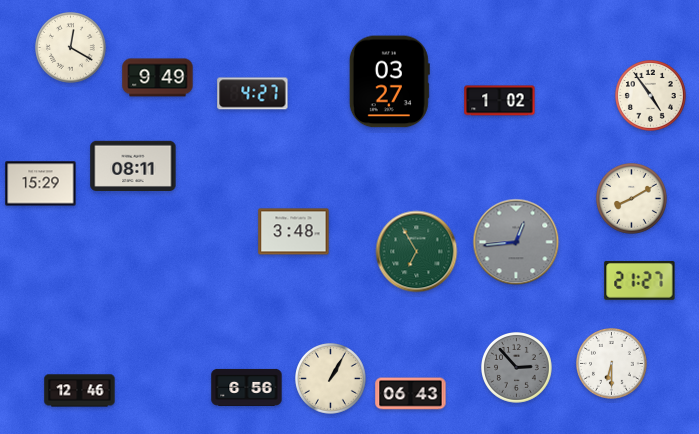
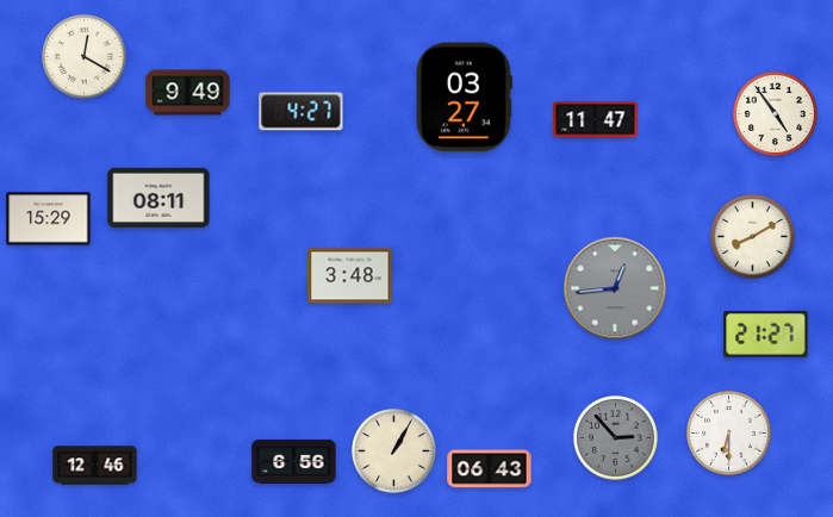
clock at (500, 101): 1:02 -> 11:47
clock at (417, 252): 6:55 -> none
clock at (640, 280) position: (640, 280) -> (766, 334)
